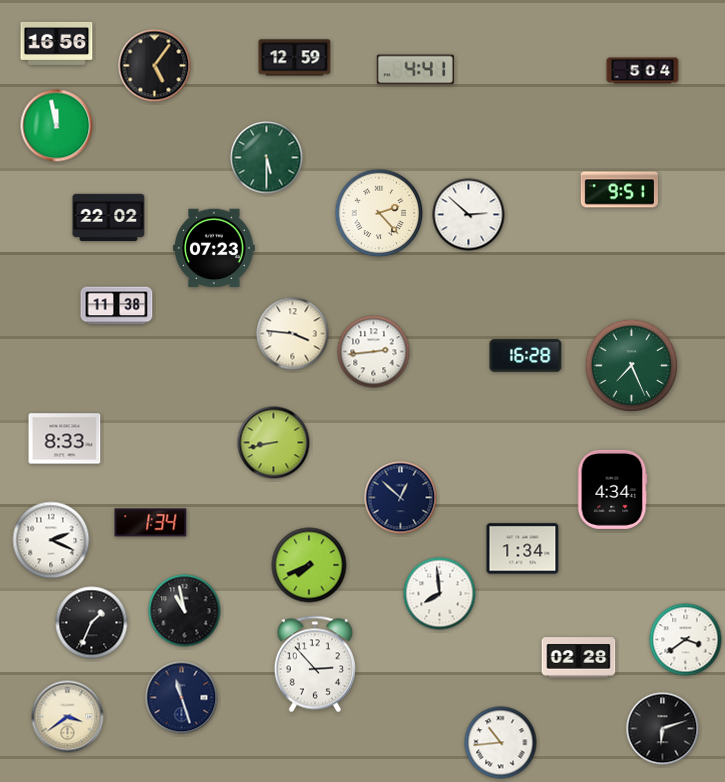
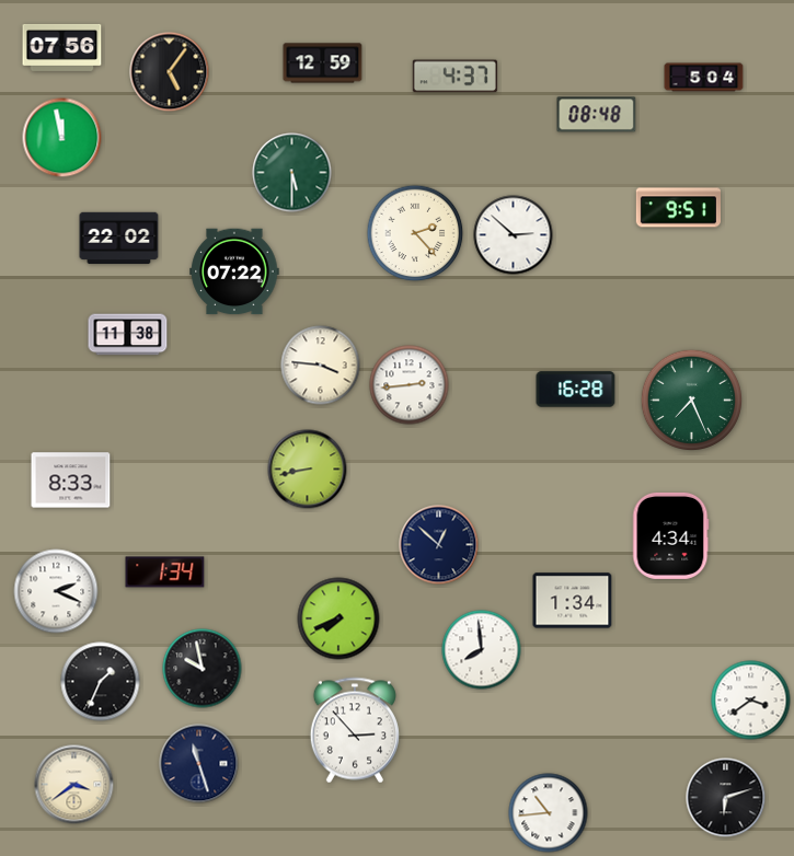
clock at (57, 43): 16:56 -> 07:56
clock at (415, 70): 4:41 -> 4:37
clock at (597, 115): none -> 08:48
clock at (214, 248): 07:23 -> 07:22
clock at (274, 443) position: (274, 443) -> (308, 470)
clock at (185, 611): 10:58 -> 9:58
clock at (579, 658): 02:28 -> none
clock at (315, 664) position: (315, 664) -> (355, 730)
